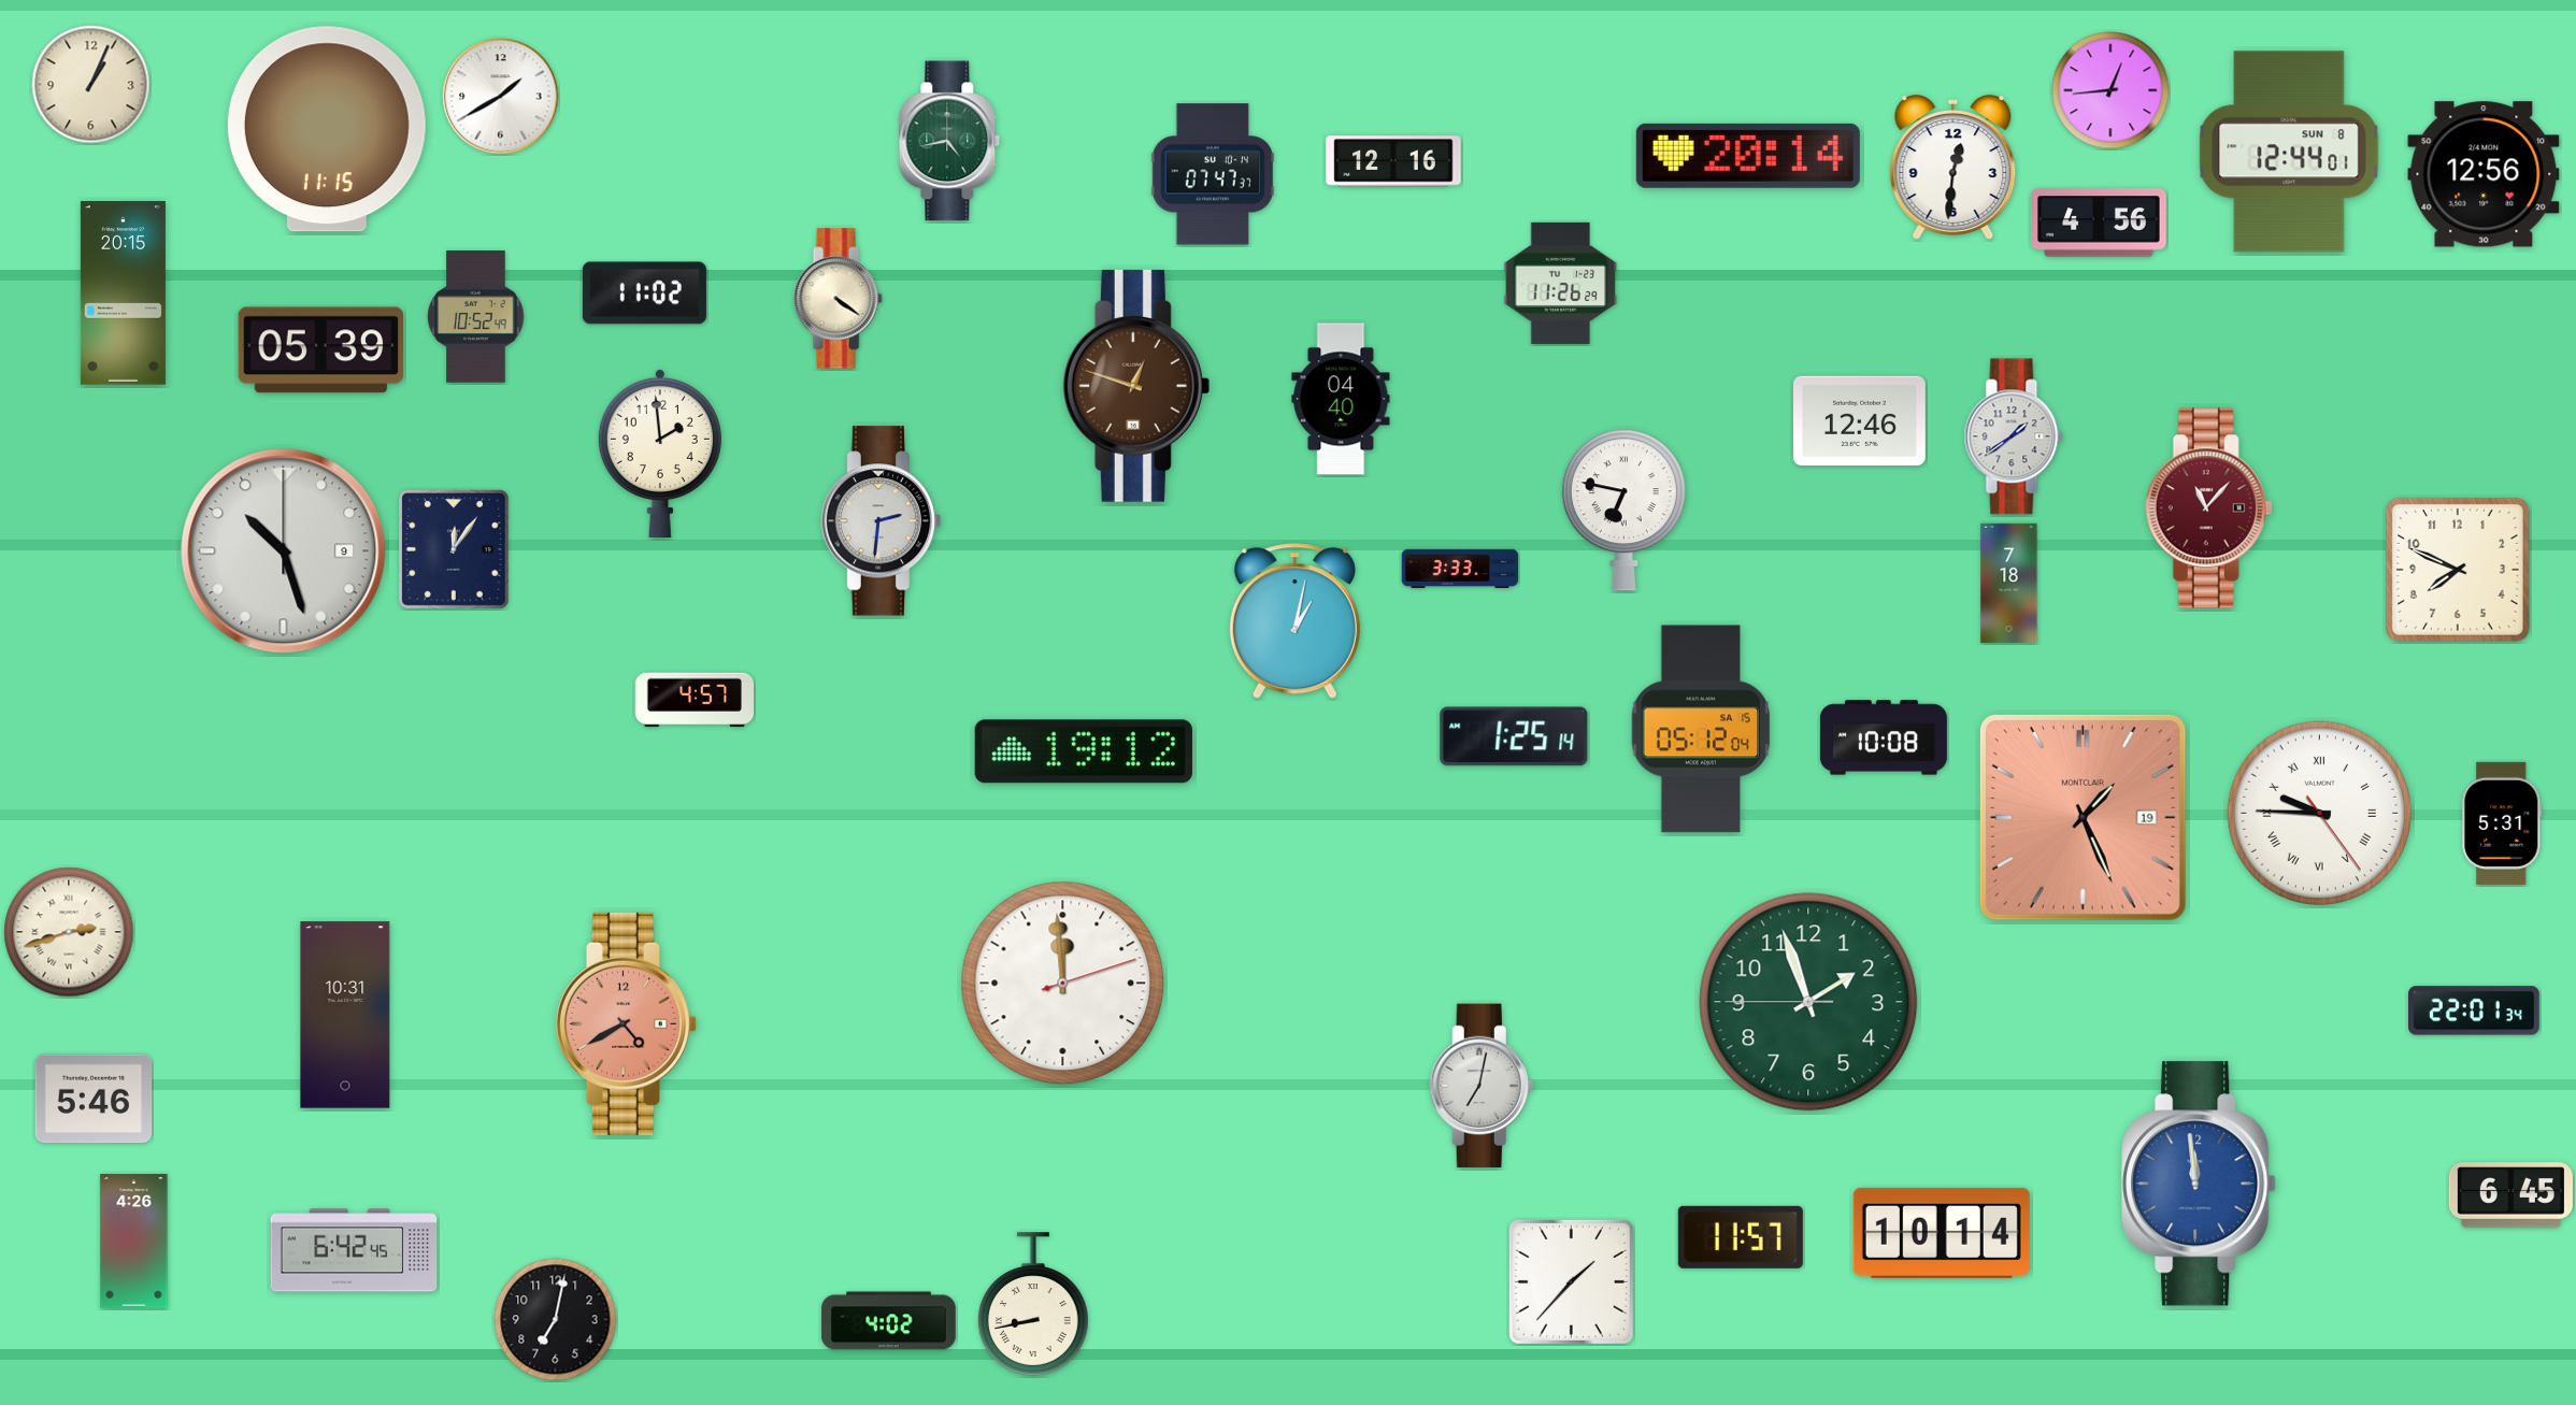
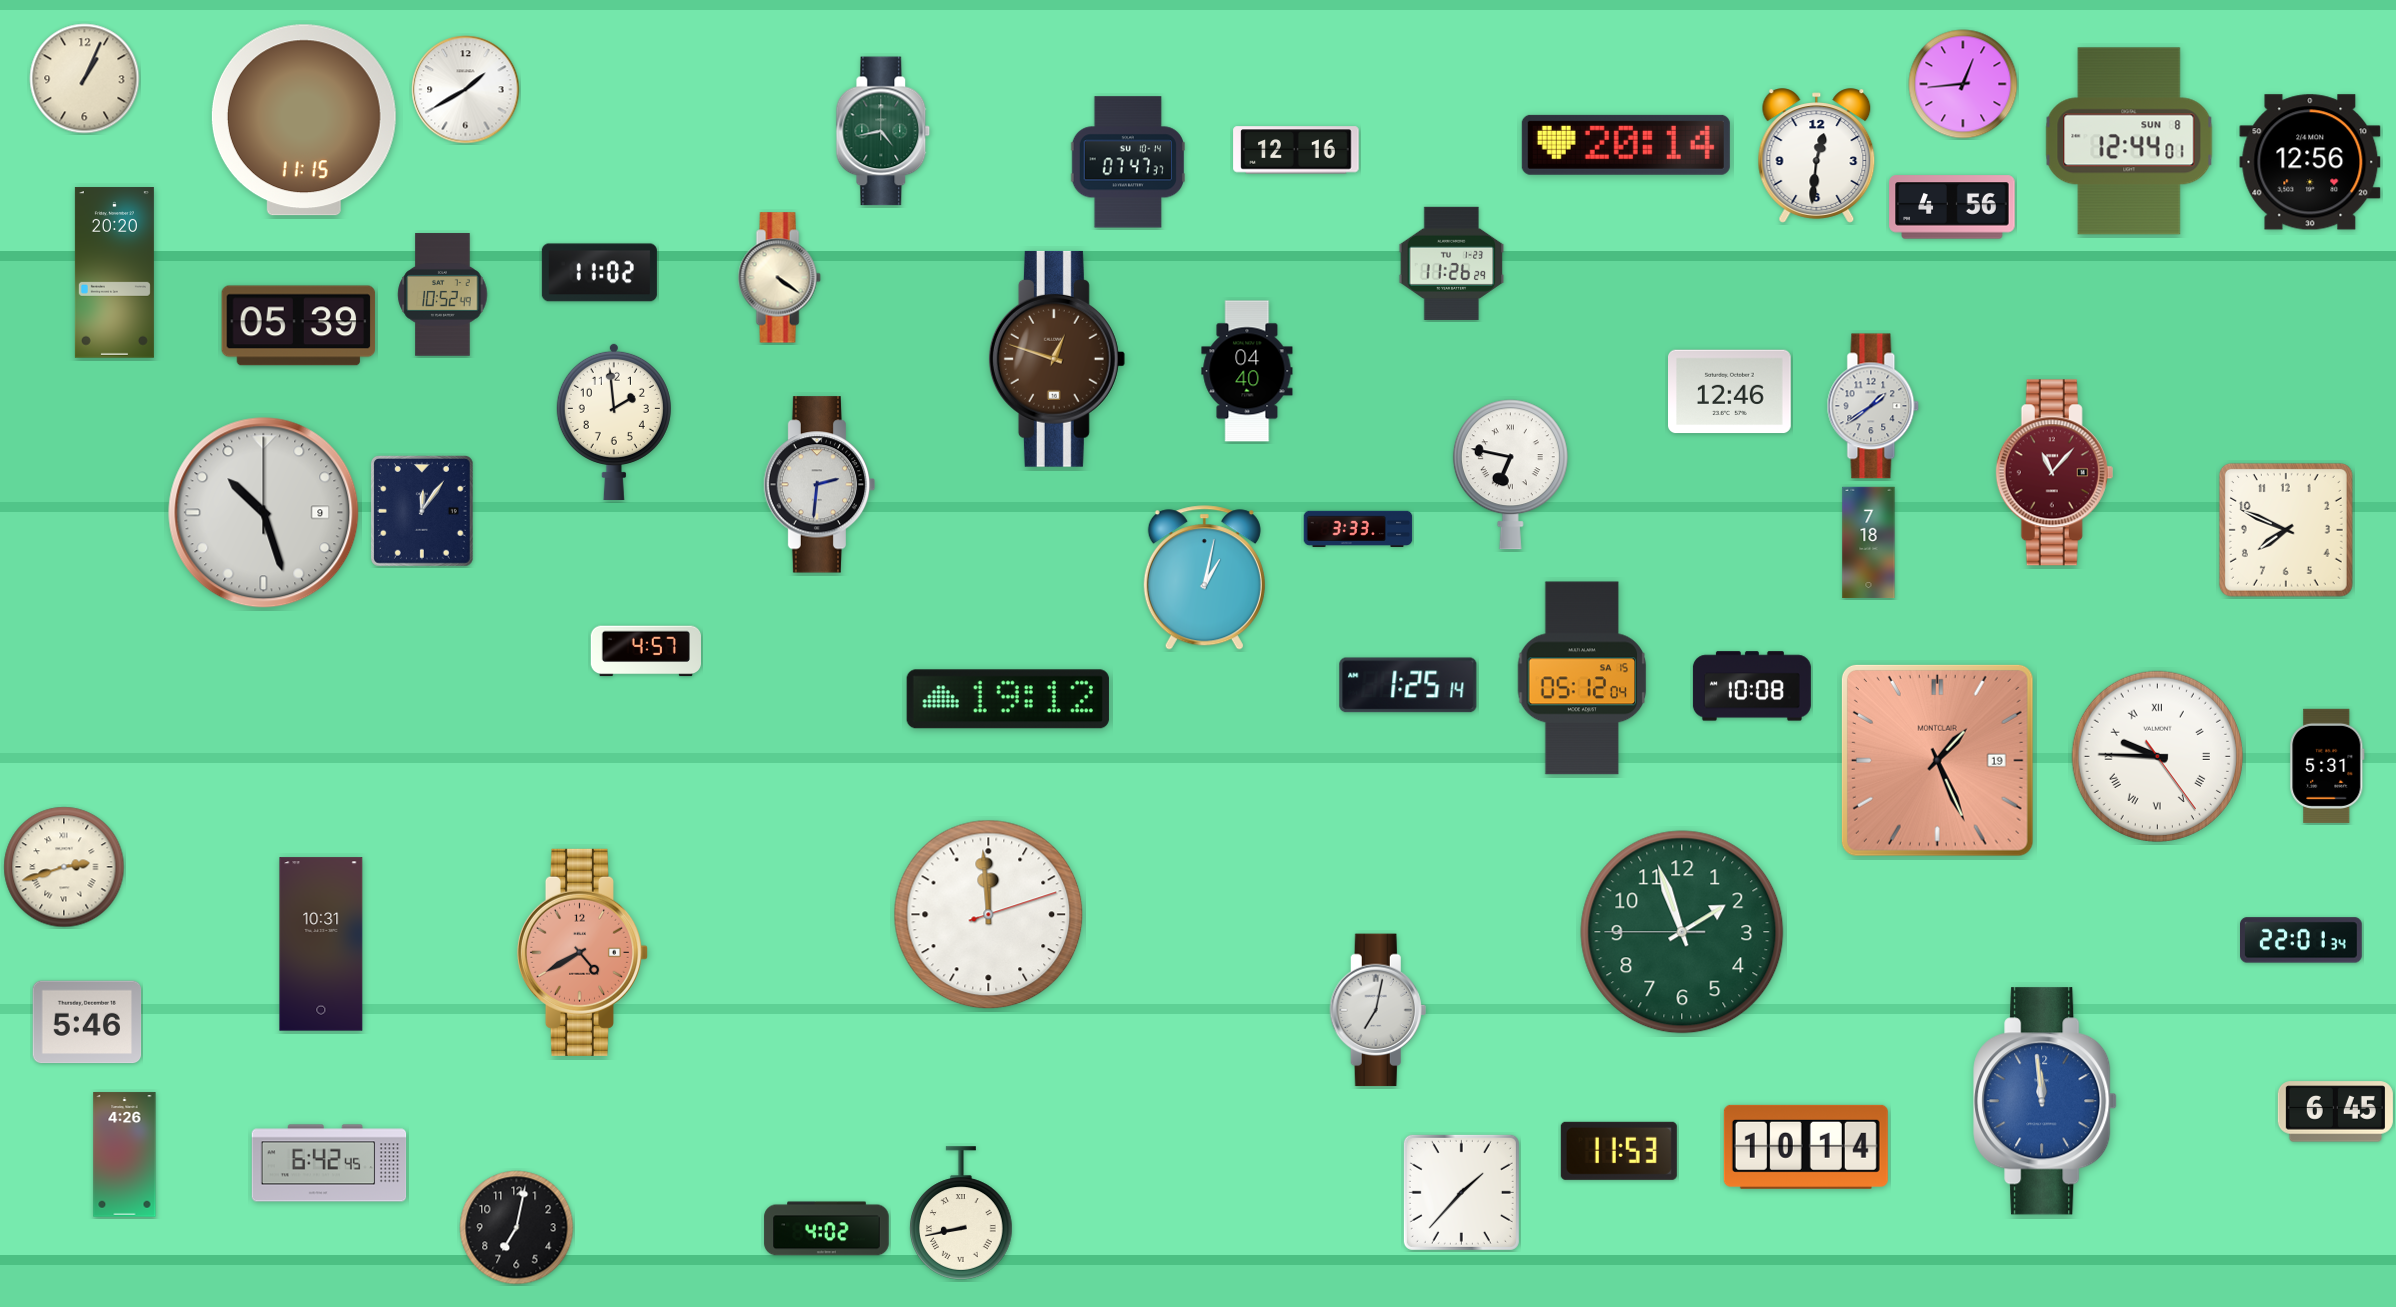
clock at (123, 293): 20:15 -> 20:20
clock at (1741, 1237): 11:57 -> 11:53
